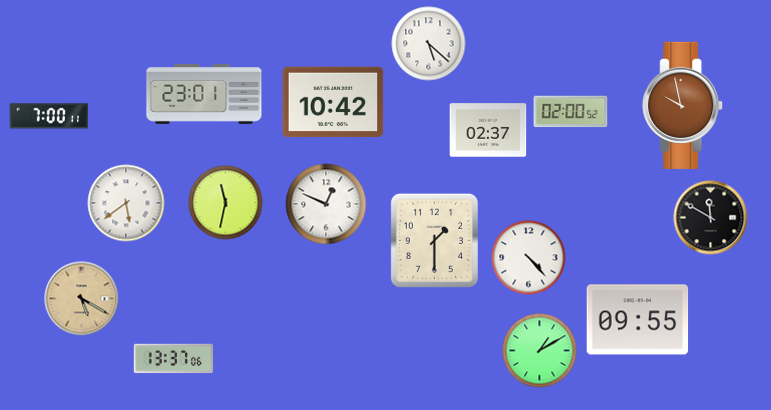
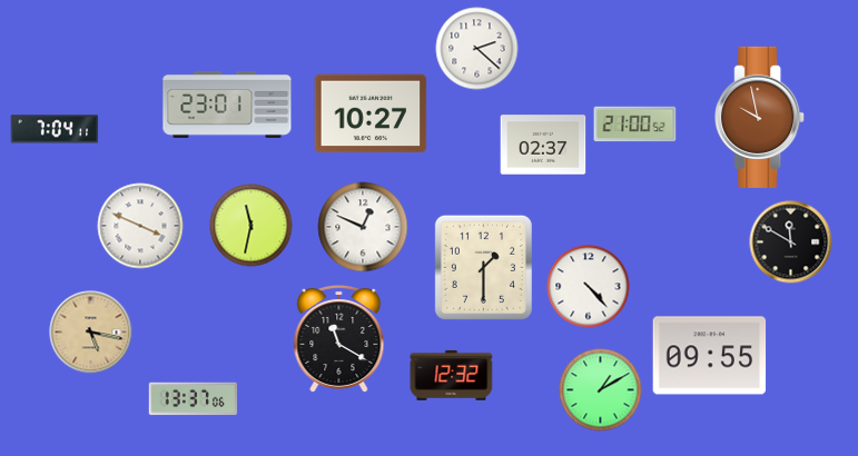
clock at (429, 44): 5:22 -> 2:22
clock at (333, 102): 10:42 -> 10:27
clock at (571, 112): 02:00 -> 21:00
clock at (49, 116): 7:00 -> 7:04
clock at (126, 203): 5:39 -> 3:49
clock at (82, 299): 5:20 -> 5:17
clock at (339, 338): none -> 11:20
clock at (452, 375): none -> 12:32
